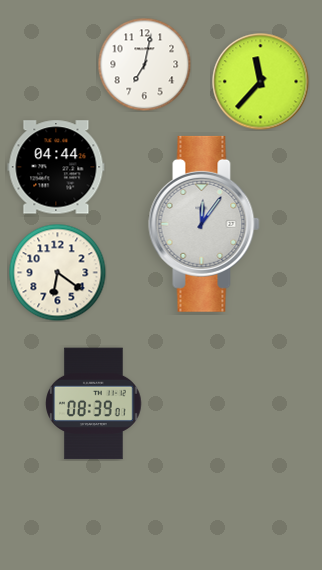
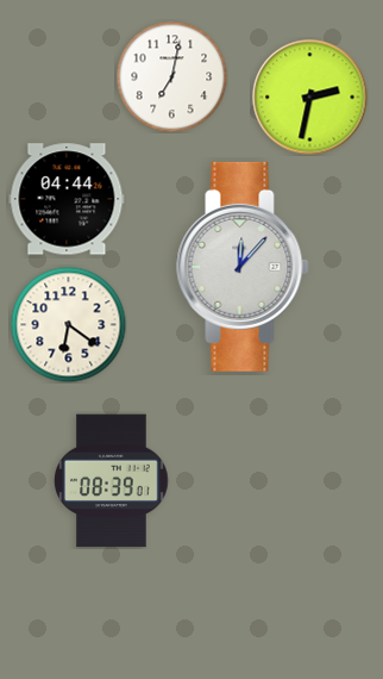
clock at (261, 82): 11:37 -> 2:32
clock at (204, 224): 12:06 -> 12:07
